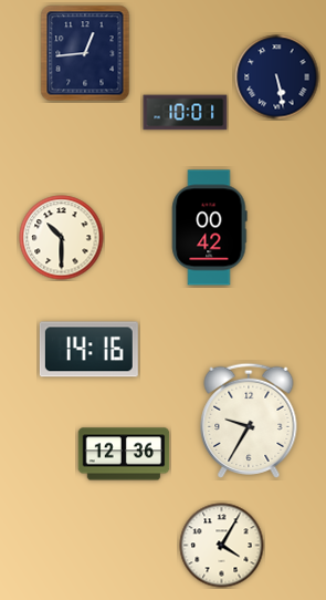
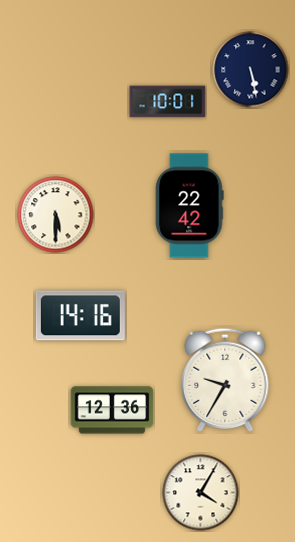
clock at (85, 53): 12:44 -> none
clock at (210, 228): 00:42 -> 22:42
clock at (62, 238): 10:30 -> 5:30
